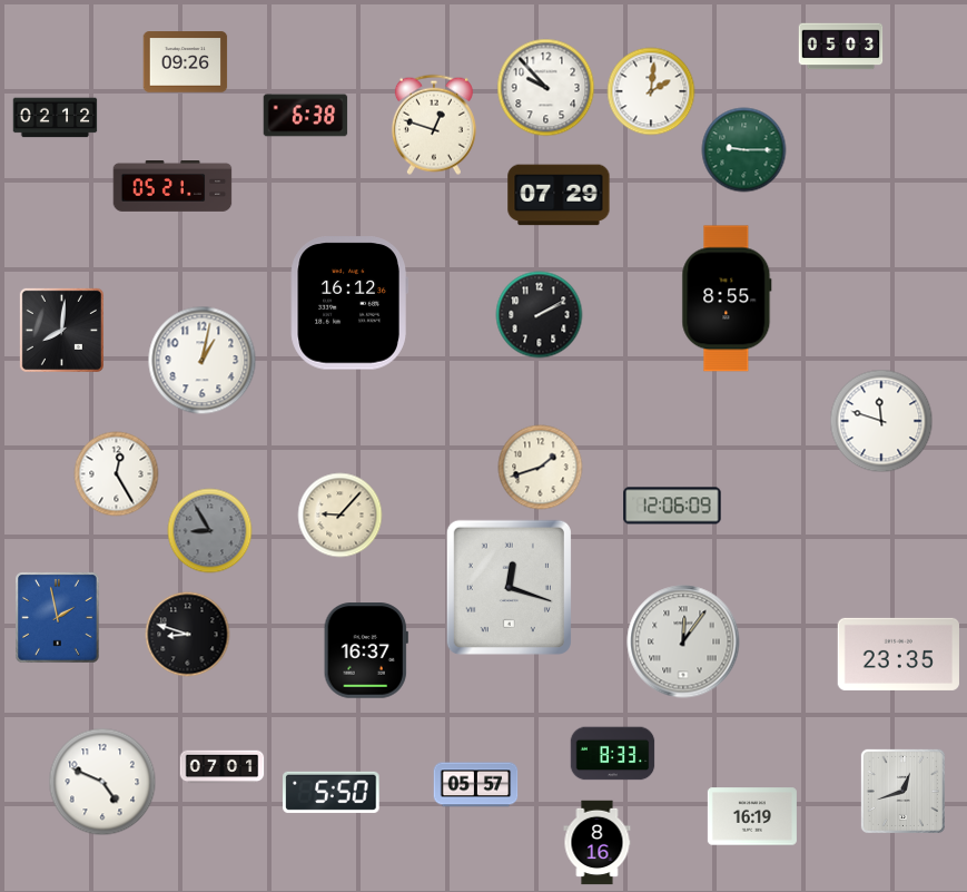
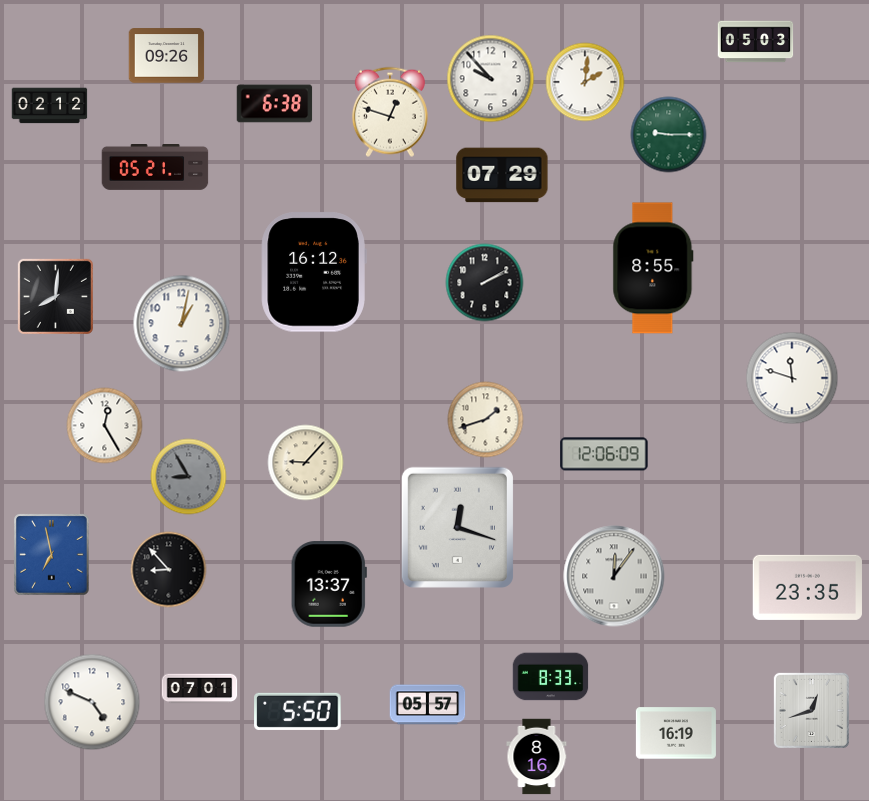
clock at (58, 618): 1:58 -> 6:58
clock at (188, 635): 8:48 -> 8:53
clock at (366, 650): 16:37 -> 13:37
